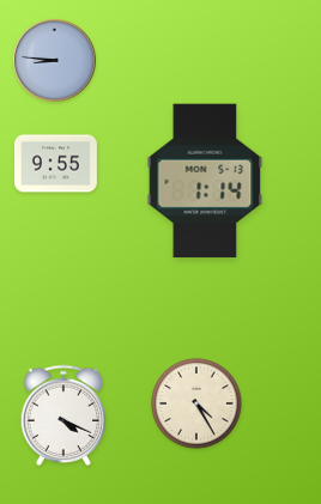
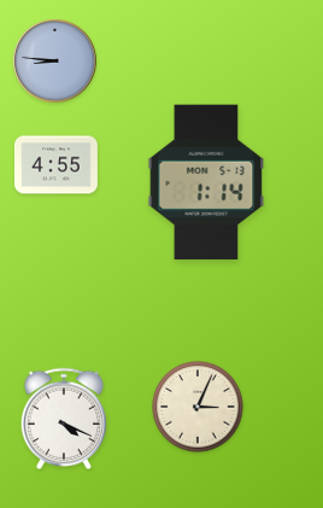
clock at (55, 164): 9:55 -> 4:55
clock at (196, 403): 4:25 -> 3:04
